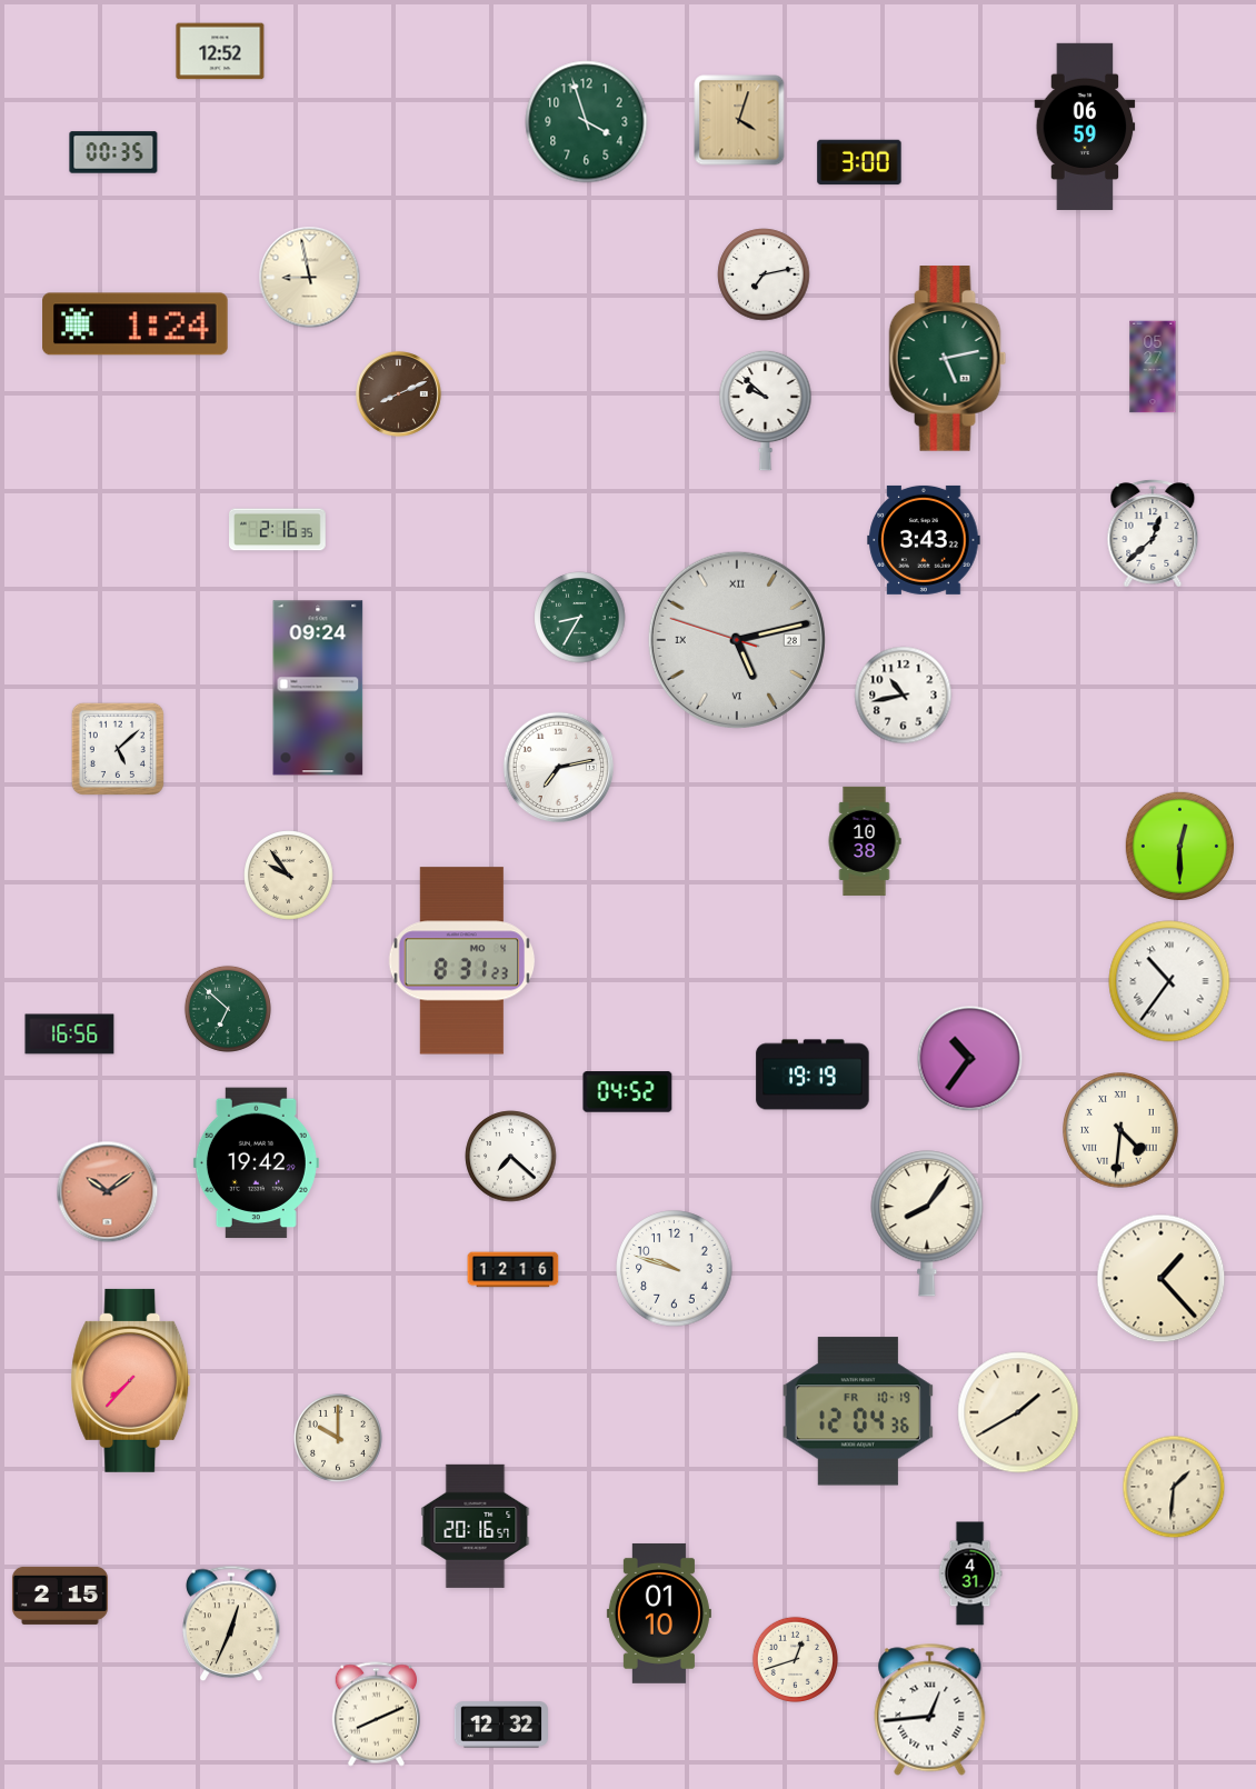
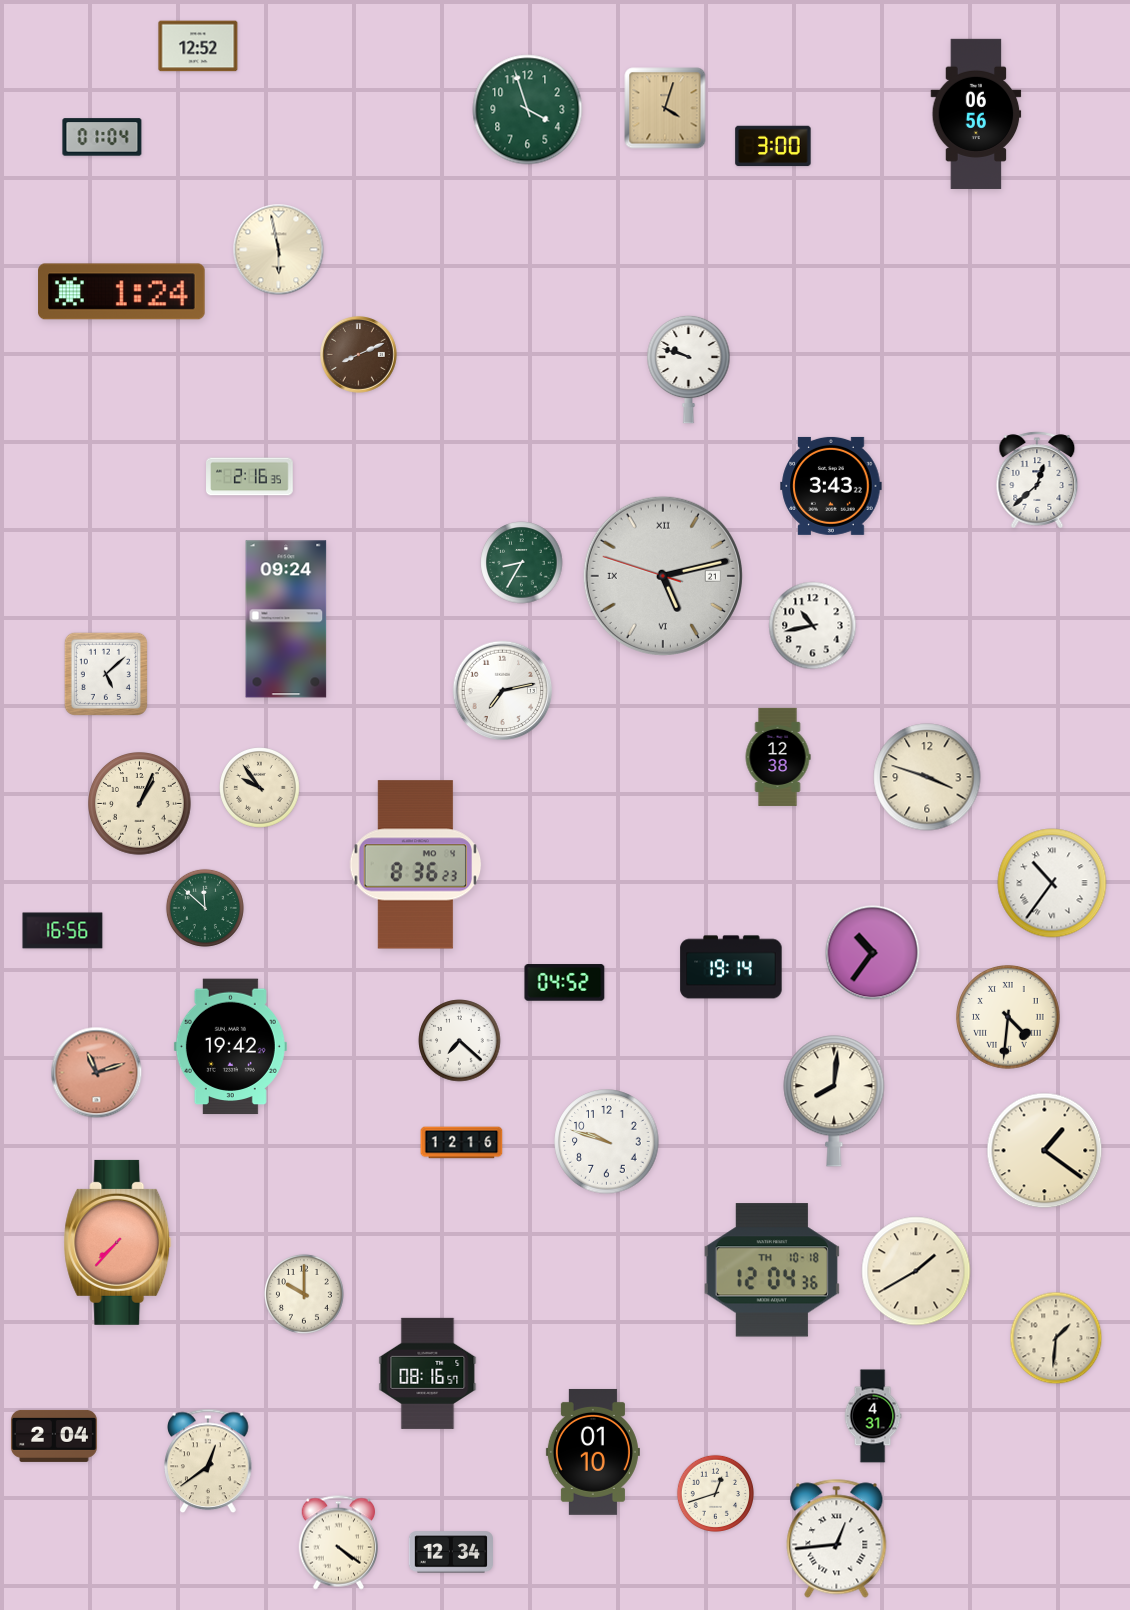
clock at (1085, 127): 06:59 -> 06:56
clock at (113, 152): 00:35 -> 01:04
clock at (764, 274): 7:13 -> none
clock at (310, 278): 8:58 -> 5:58
clock at (948, 359): 5:13 -> none
clock at (1153, 367): 05:27 -> none
clock at (766, 410): 9:52 -> 9:48
clock at (580, 618) position: (580, 618) -> (522, 563)
clock at (737, 640) date: 28 -> 21
clock at (865, 841): 10:38 -> 12:38
clock at (1180, 847): 12:30 -> none
clock at (927, 777): none -> 3:48
clock at (140, 804): none -> 1:04
clock at (462, 961): 8:31 -> 8:36
clock at (228, 1009): 6:52 -> 11:52
clock at (813, 1075): 19:19 -> 19:14
clock at (108, 1192): 10:09 -> 11:12
clock at (927, 1223): 8:06 -> 8:01
clock at (1162, 1279): 1:23 -> 1:21
clock at (858, 1411) date: FR 10-19 -> TH 10-18
clock at (476, 1526): 20:16 -> 08:16
clock at (60, 1596): 2:15 -> 2:04
clock at (231, 1623): 12:34 -> 12:39
clock at (376, 1715): 8:11 -> 4:21
clock at (500, 1725): 12:32 -> 12:34
